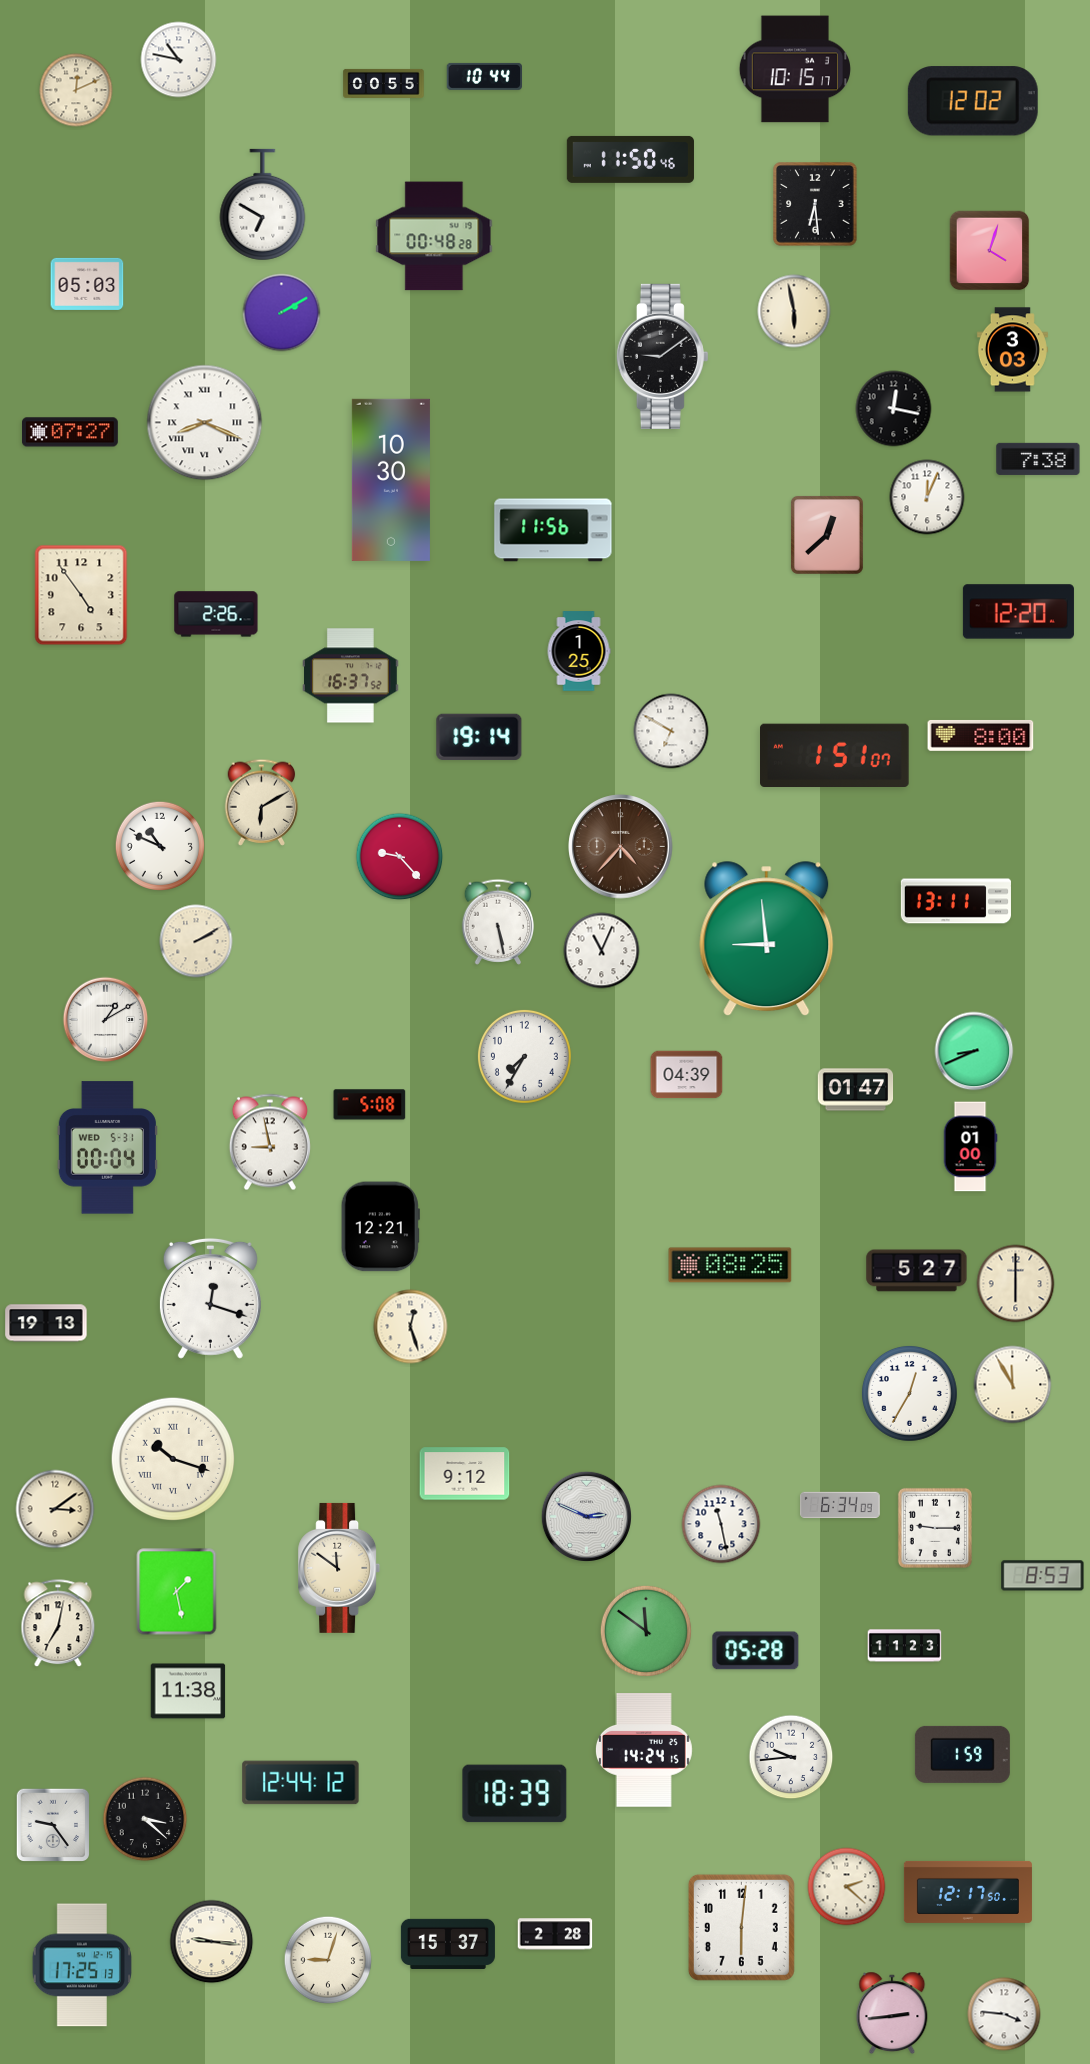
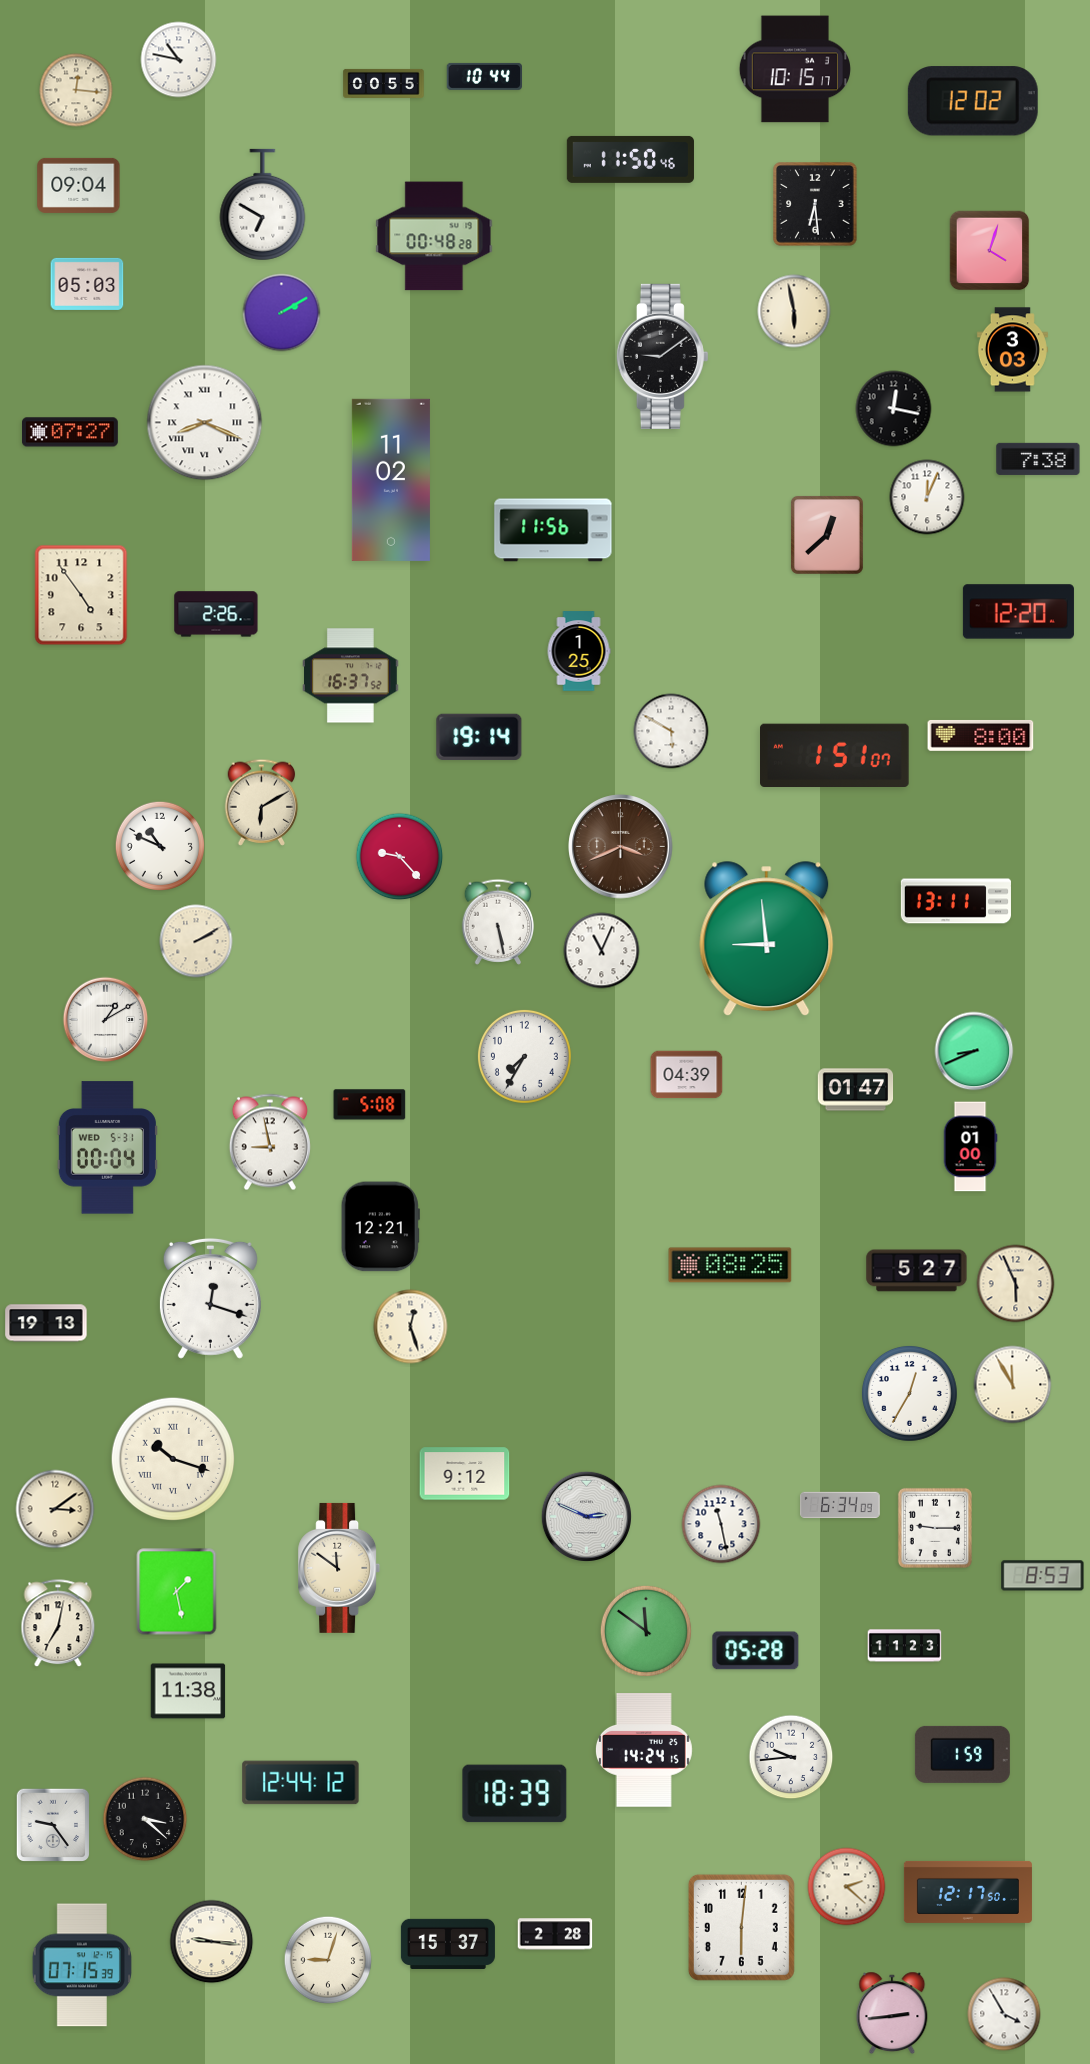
clock at (76, 90): 12:11 -> 12:16
clock at (79, 185): none -> 09:04
clock at (391, 480): 10:30 -> 11:02
clock at (671, 731): 6:50 -> 5:50
clock at (621, 847): 4:37 -> 3:41
clock at (1016, 1284): 6:00 -> 5:56
clock at (82, 1965): 17:25 -> 07:15
clock at (1004, 2014): 3:46 -> 3:55
